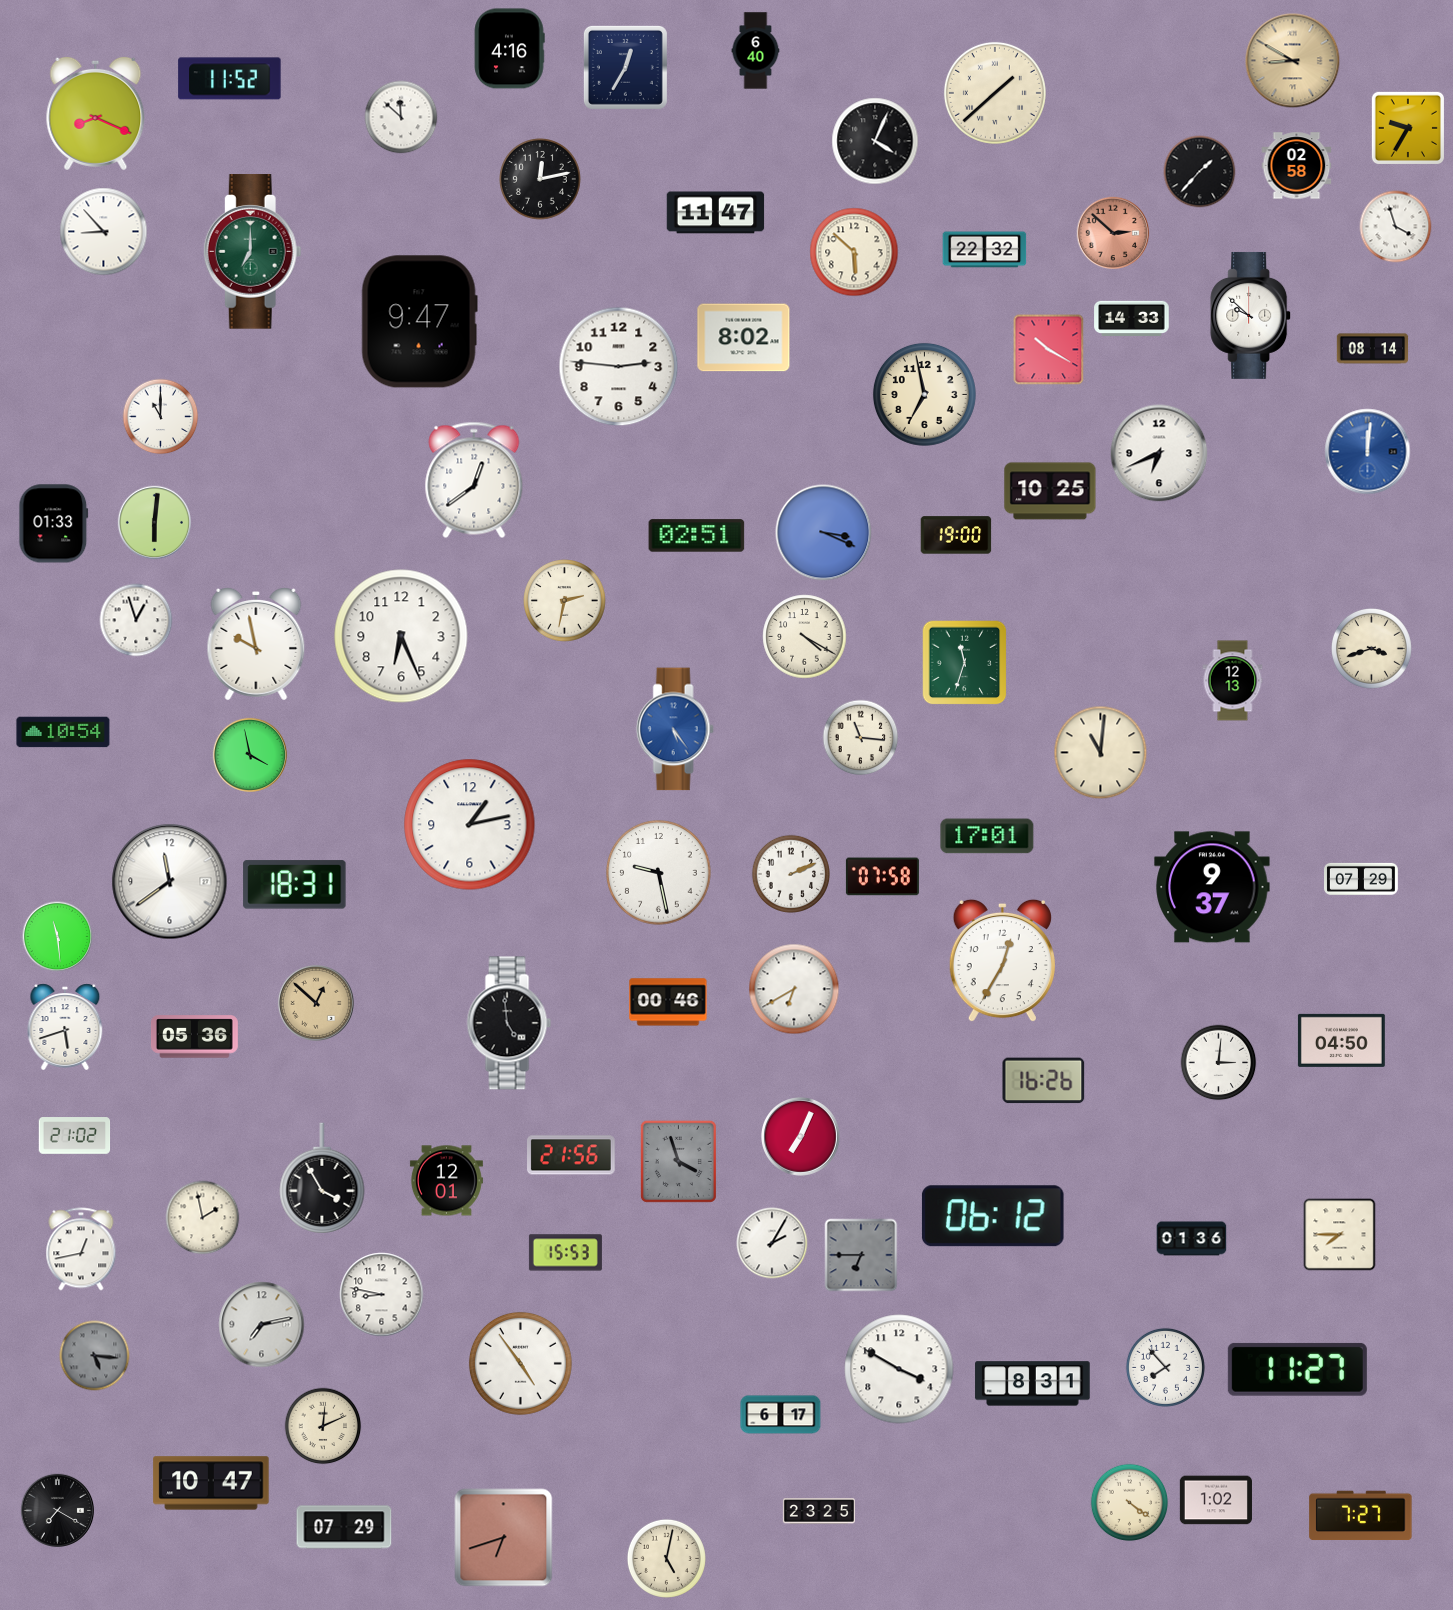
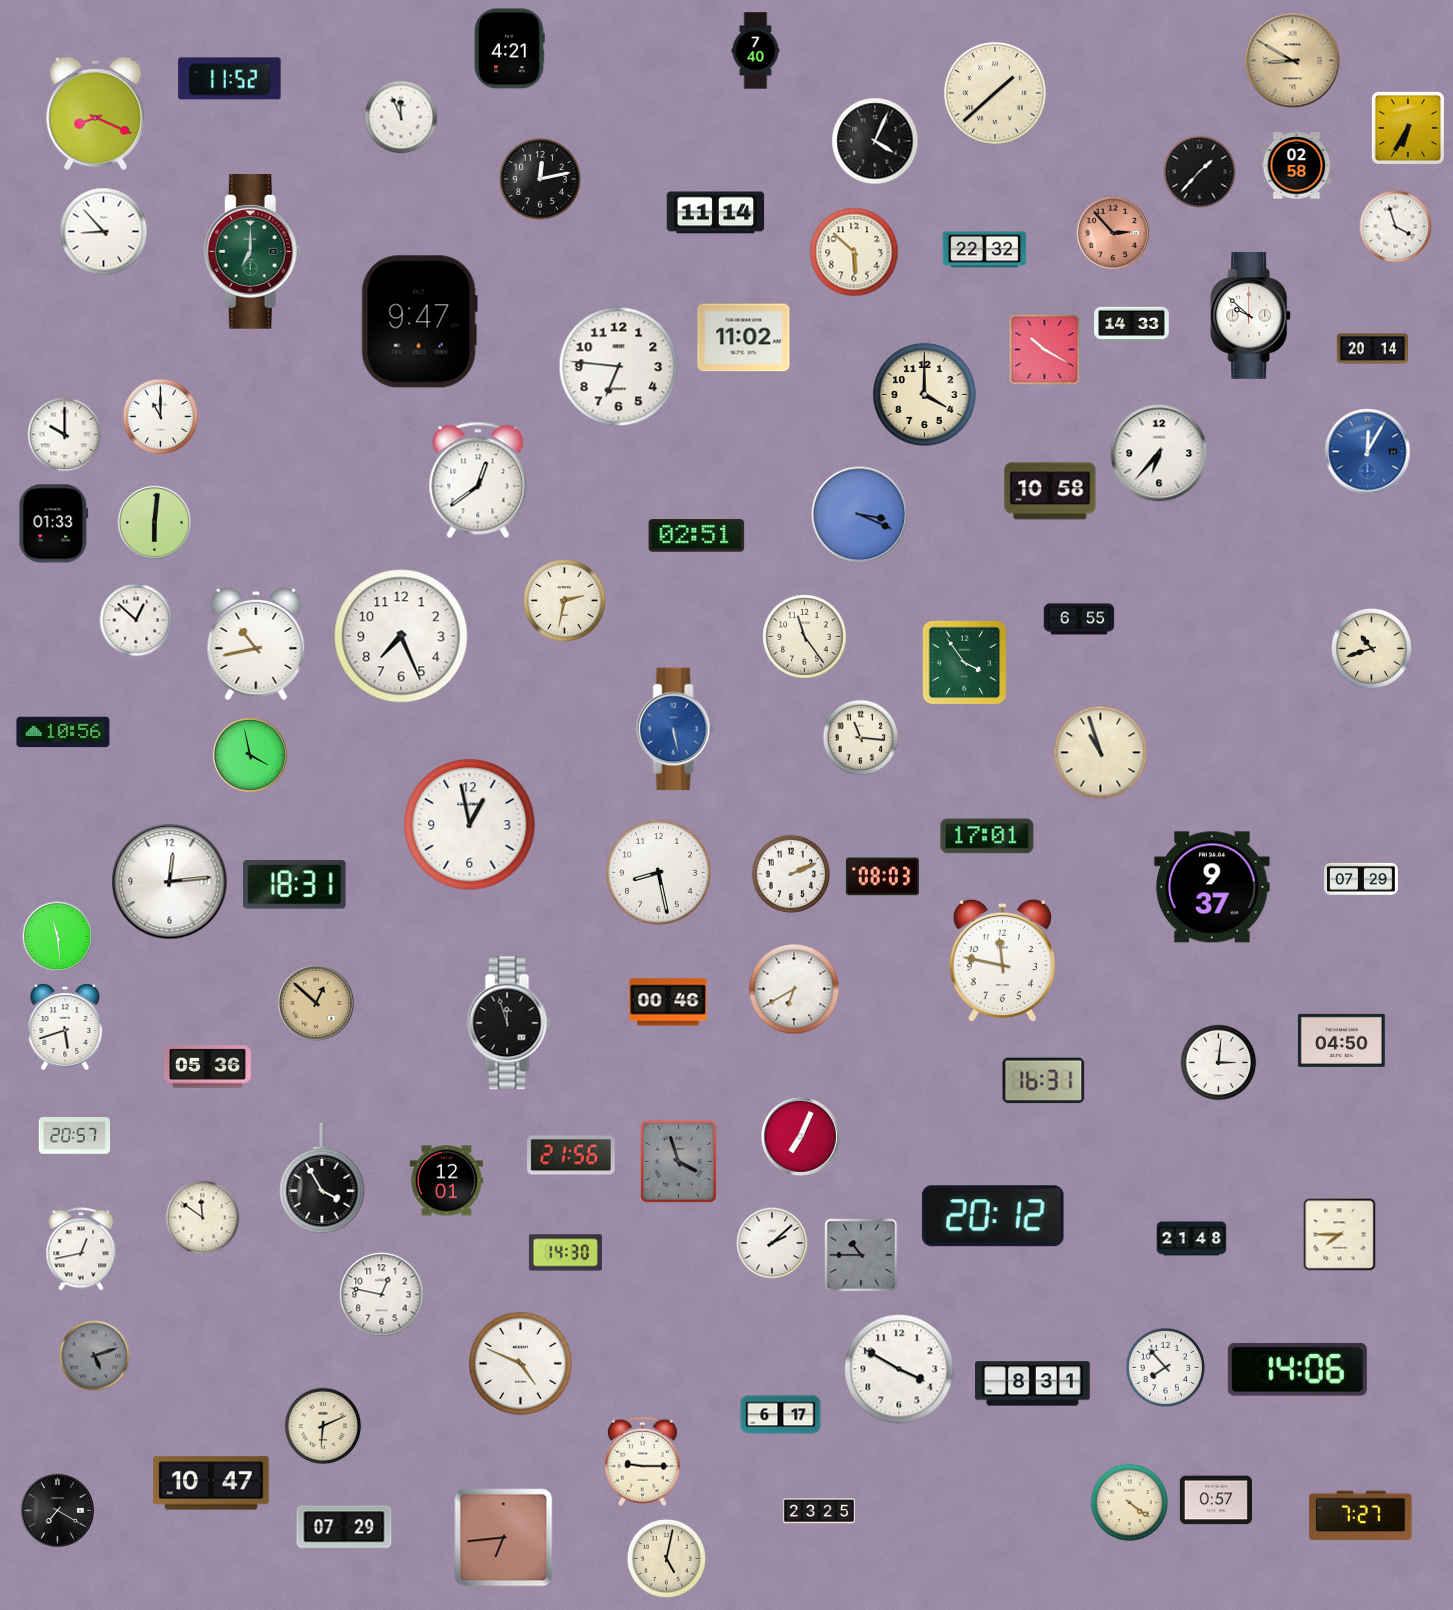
clock at (509, 49): 4:16 -> 4:21
clock at (756, 51): 6:40 -> 7:40
clock at (625, 67): 12:35 -> none
clock at (401, 117): 11:52 -> 11:56
clock at (1408, 128): 9:35 -> 6:35
clock at (716, 213): 11:47 -> 11:14
clock at (1113, 233): 2:52 -> 2:53
clock at (1132, 319) position: (1132, 319) -> (1132, 325)
clock at (744, 338): 8:02 -> 11:02
clock at (1373, 349): 08:14 -> 20:14
clock at (1049, 350) position: (1049, 350) -> (1045, 350)
clock at (619, 367): 2:46 -> 6:46
clock at (924, 394): 6:58 -> 4:00
clock at (65, 435): none -> 10:00
clock at (1368, 452): 12:01 -> 12:05
clock at (1159, 453): 6:41 -> 6:37
clock at (474, 480) position: (474, 480) -> (478, 480)
clock at (1050, 491): 10:25 -> 10:58
clock at (824, 533) position: (824, 533) -> (860, 515)
clock at (956, 535): 19:00 -> none
clock at (1079, 619): none -> 6:55
clock at (136, 620): 12:57 -> 12:52
clock at (401, 636): 6:26 -> 7:26
clock at (805, 637): 4:20 -> 11:24
clock at (256, 645): 9:58 -> 10:43
clock at (1371, 648): 3:42 -> 10:42
clock at (965, 663): 11:33 -> 3:54
clock at (1233, 681): 12:13 -> none
clock at (675, 729): 5:24 -> 5:28
clock at (63, 732): 10:54 -> 10:56
clock at (1101, 753): 11:01 -> 10:57
clock at (470, 825): 1:13 -> 12:58
clock at (659, 873): 9:28 -> 8:28
clock at (882, 877): 07:58 -> 08:03
clock at (170, 882): 11:39 -> 12:14
clock at (1002, 961): 12:35 -> 11:47
clock at (509, 1023): 4:59 -> 11:57
clock at (194, 1037) position: (194, 1037) -> (207, 1067)
clock at (1044, 1081): 16:26 -> 16:31
clock at (75, 1136): 21:02 -> 20:57
clock at (993, 1216): 06:12 -> 20:12
clock at (203, 1218): 1:58 -> 11:51
clock at (1192, 1239): 01:36 -> 21:48
clock at (772, 1243): 2:05 -> 2:08
clock at (565, 1253): 15:53 -> 14:30
clock at (861, 1255): 6:45 -> 10:45
clock at (382, 1295): 8:47 -> 12:47
clock at (262, 1325): 7:13 -> none
clock at (95, 1356): 5:16 -> 5:12
clock at (520, 1363): 4:54 -> 4:49
clock at (1297, 1369): 11:27 -> 14:06
clock at (323, 1426): 12:11 -> 6:11
clock at (642, 1462): none -> 9:15
clock at (1216, 1500): 1:02 -> 0:57
clock at (504, 1538): 6:42 -> 6:44
